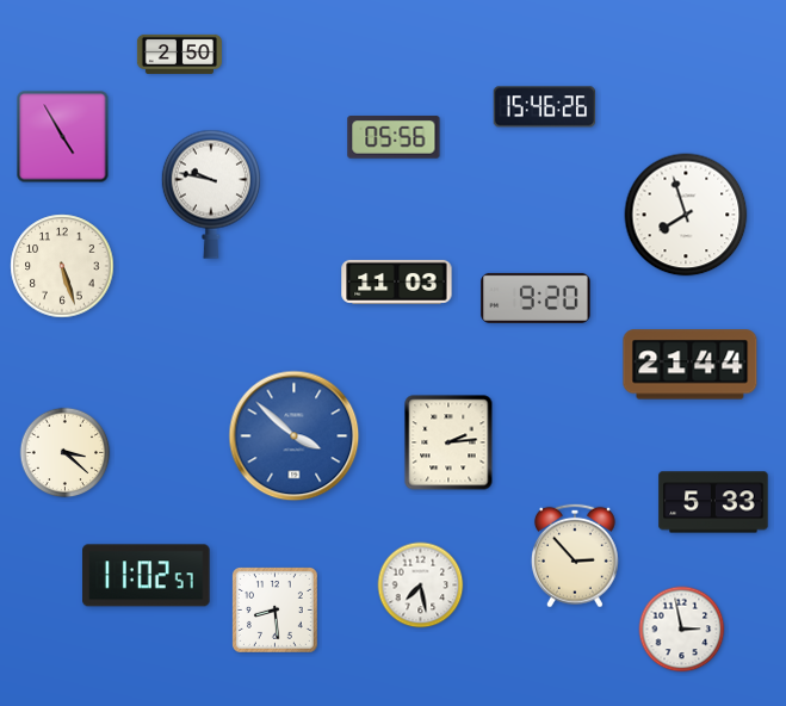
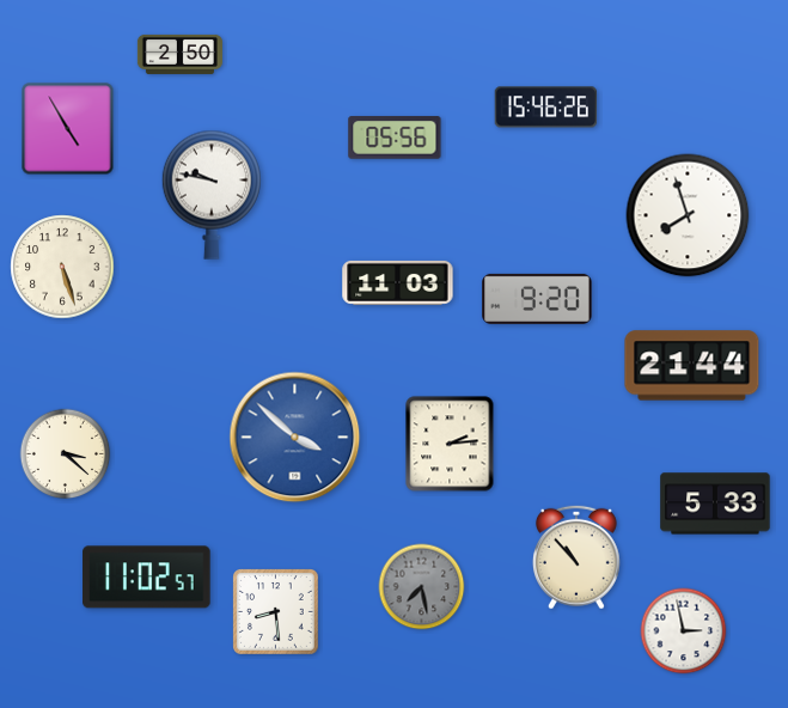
clock at (63, 137) position: (63, 137) -> (68, 129)
clock at (575, 556): 2:53 -> 10:53
clock at (421, 586) dial: white -> grey
